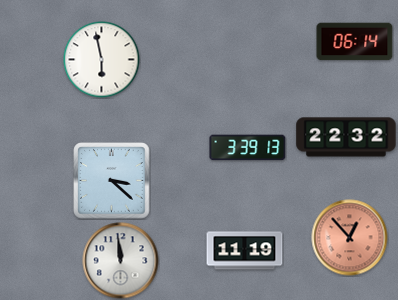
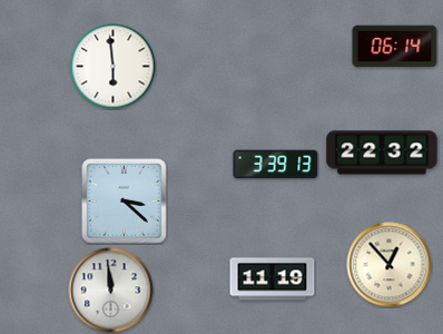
clock at (102, 60): 5:58 -> 5:59
clock at (346, 137) position: (346, 137) -> (382, 153)
clock at (350, 238) dial: salmon -> cream
clock at (121, 261) position: (121, 261) -> (111, 291)
